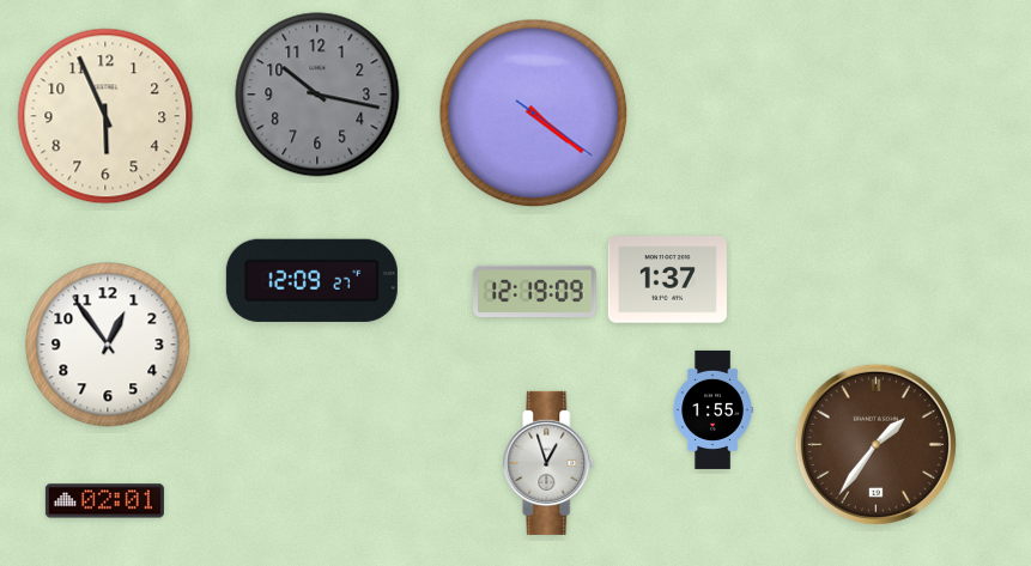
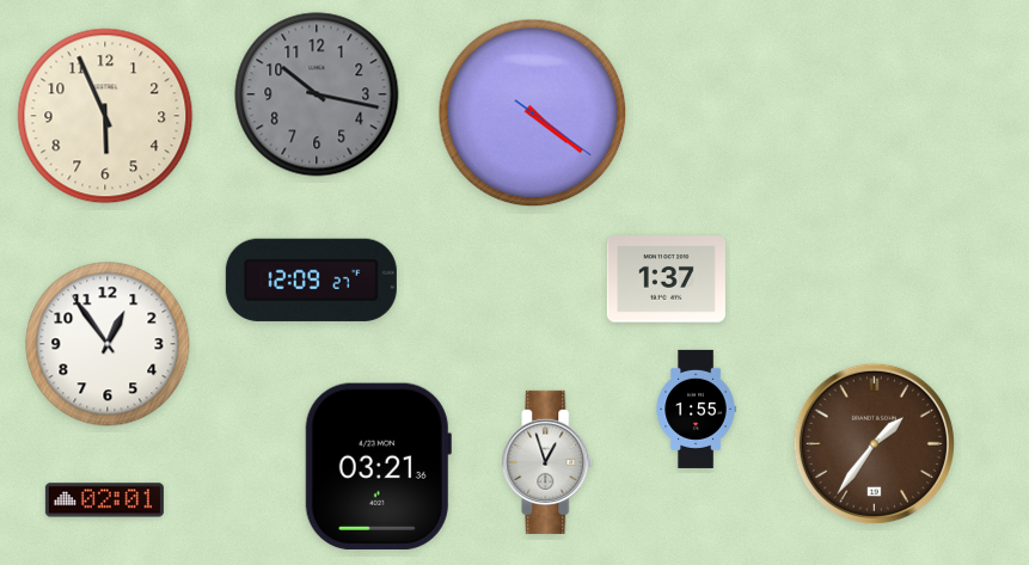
clock at (535, 291): 12:19 -> none
clock at (712, 409) position: (712, 409) -> (696, 409)
clock at (378, 466): none -> 03:21
